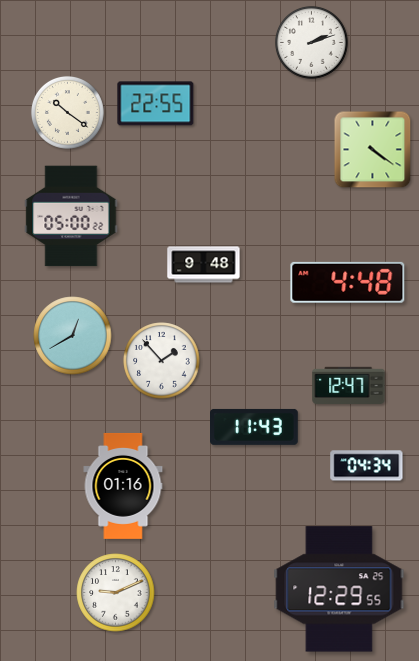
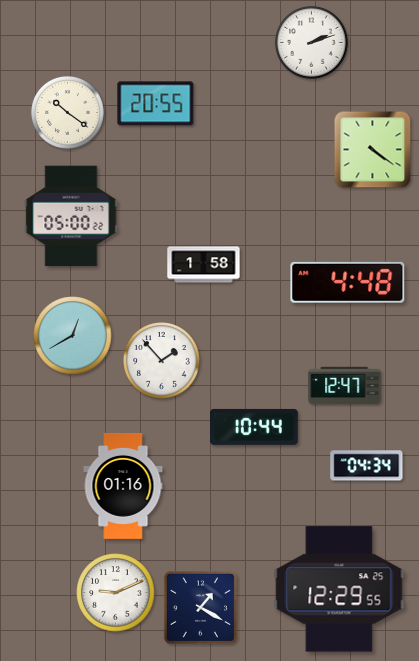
clock at (156, 104): 22:55 -> 20:55
clock at (204, 265): 9:48 -> 1:58
clock at (349, 385) position: (349, 385) -> (345, 385)
clock at (254, 427): 11:43 -> 10:44
clock at (200, 607): none -> 1:20
